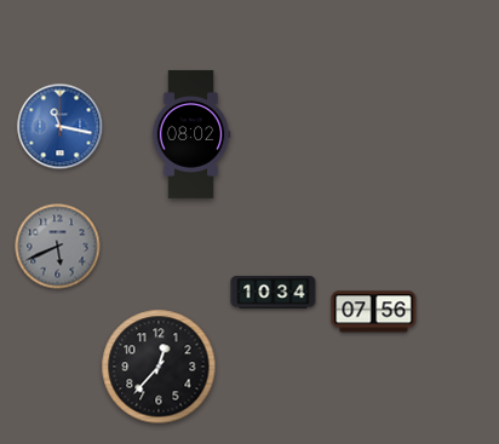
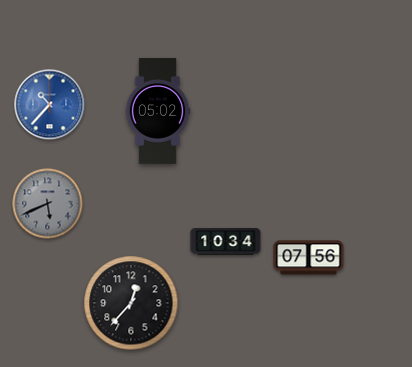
clock at (61, 127): 11:17 -> 10:37
clock at (191, 134): 08:02 -> 05:02
